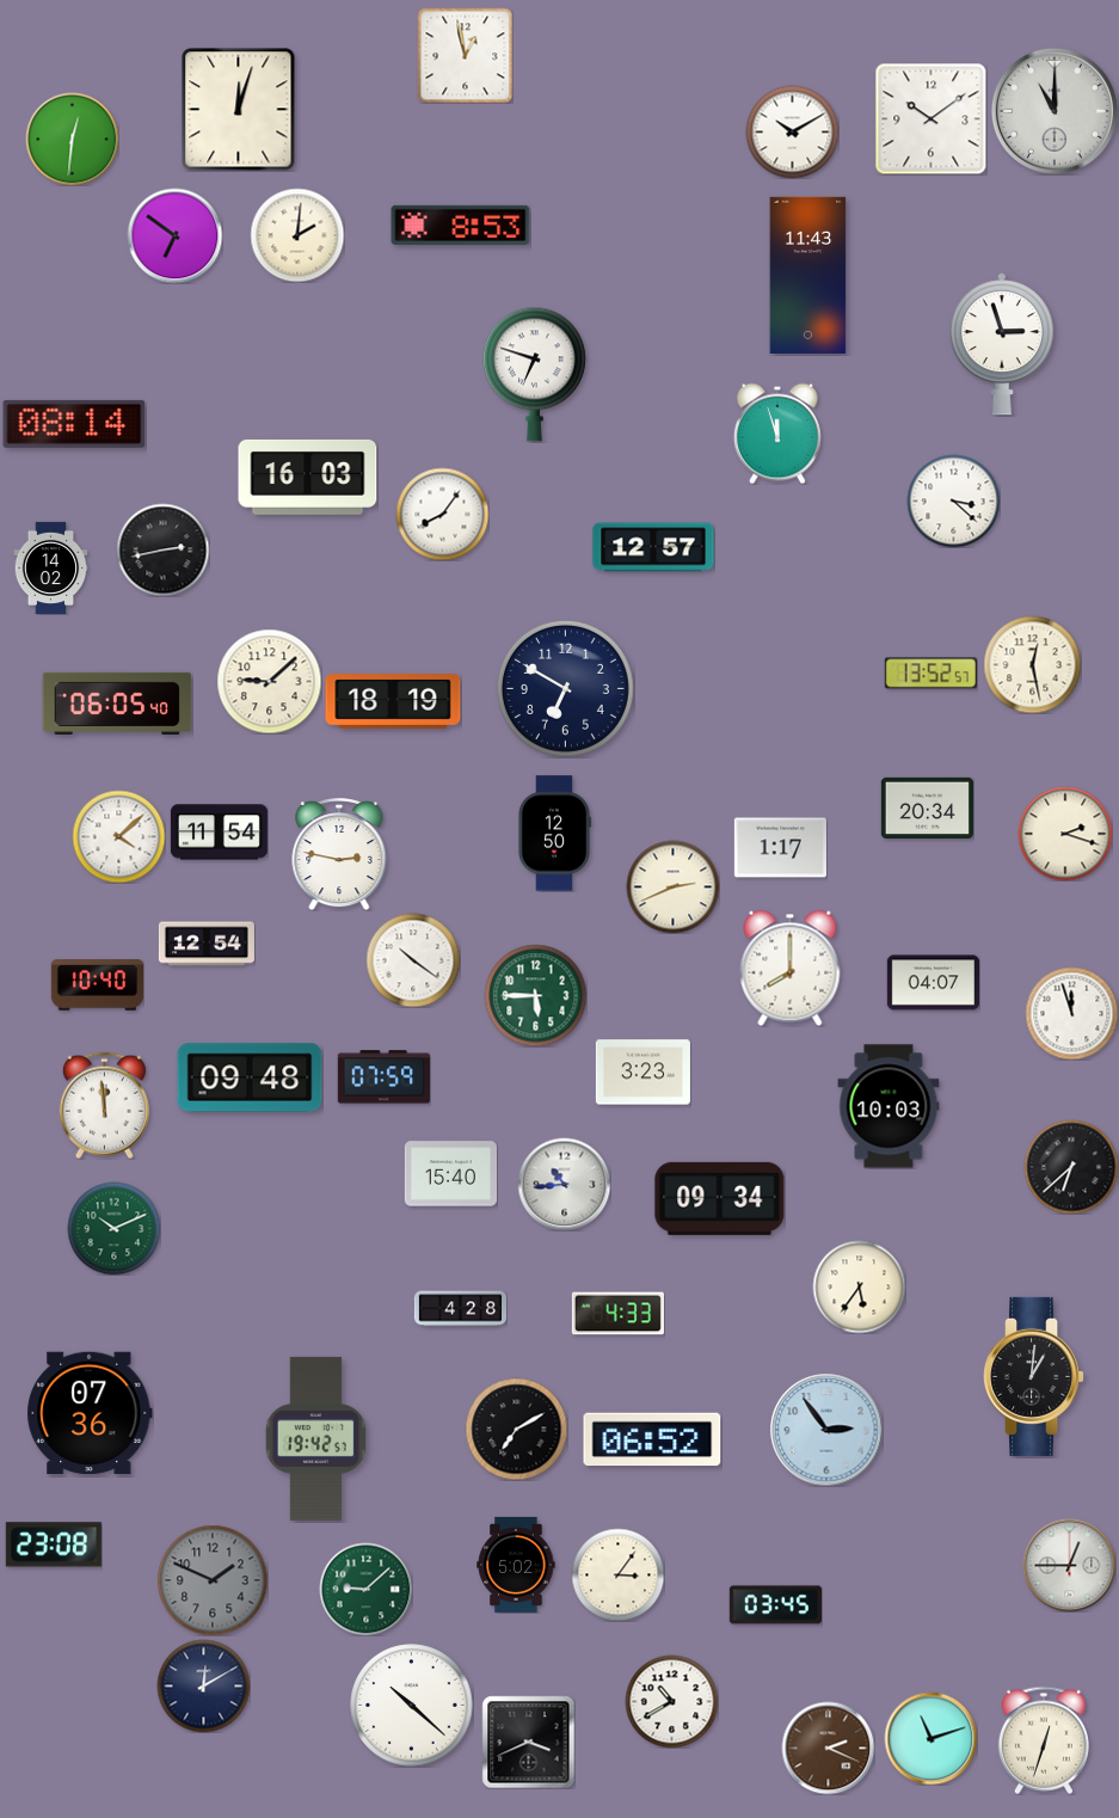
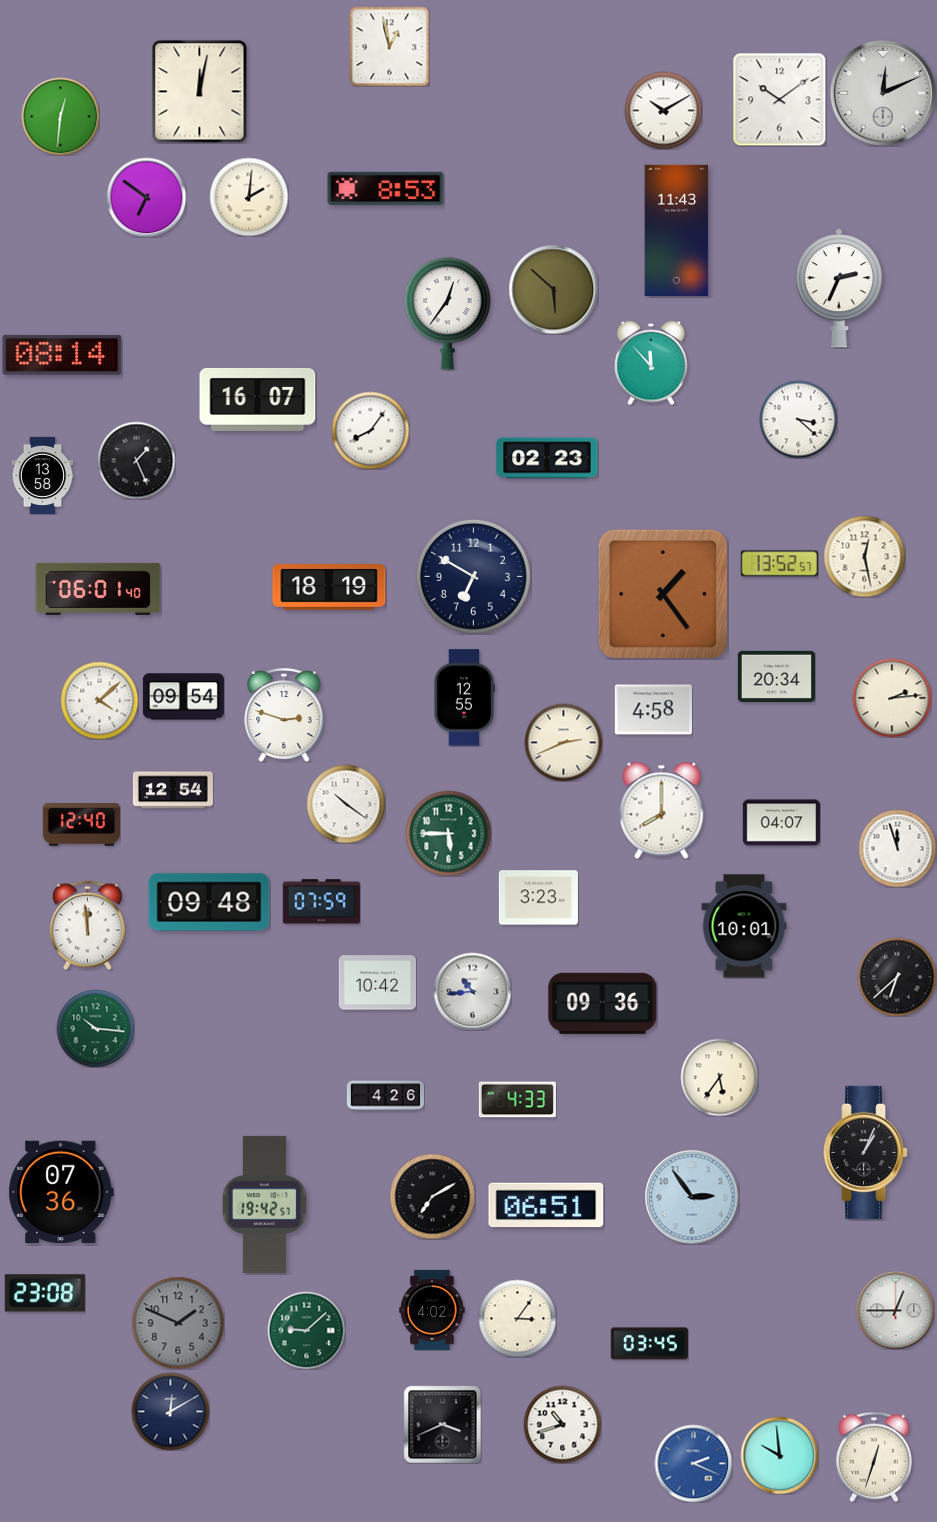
clock at (239, 110): 12:03 -> 12:02
clock at (1055, 111): 11:00 -> 12:11
clock at (1002, 344): 2:57 -> 2:34
clock at (553, 289): none -> 5:52
clock at (534, 374): 6:48 -> 12:36
clock at (777, 434): 11:57 -> 11:53
clock at (308, 477): 16:03 -> 16:07
clock at (653, 547): 12:57 -> 02:23
clock at (162, 549): 2:43 -> 1:26
clock at (51, 567): 14:02 -> 13:58
clock at (269, 681): 9:08 -> none
clock at (117, 704): 06:05 -> 06:01
clock at (663, 594): none -> 1:24
clock at (219, 833): 11:54 -> 09:54
clock at (554, 834): 12:50 -> 12:55
clock at (1065, 834): 2:18 -> 2:14
clock at (780, 848): 1:17 -> 4:58
clock at (339, 855): 2:47 -> 2:48
clock at (97, 985): 10:40 -> 12:40
clock at (889, 1106): 10:03 -> 10:01
clock at (450, 1174): 15:40 -> 10:42
clock at (720, 1198): 09:34 -> 09:36
clock at (113, 1228): 10:11 -> 10:16
clock at (460, 1309): 4:28 -> 4:26
clock at (1034, 1376): 1:01 -> 1:04
clock at (90, 1413) position: (90, 1413) -> (61, 1192)
clock at (652, 1439): 06:52 -> 06:51
clock at (516, 1565): 5:02 -> 4:02
clock at (671, 1701): 10:40 -> 10:42
clock at (412, 1706): 10:22 -> none
clock at (930, 1738): 11:12 -> 9:59
clock at (528, 1742) position: (528, 1742) -> (442, 1424)
clock at (828, 1748) dial: brown -> blue
